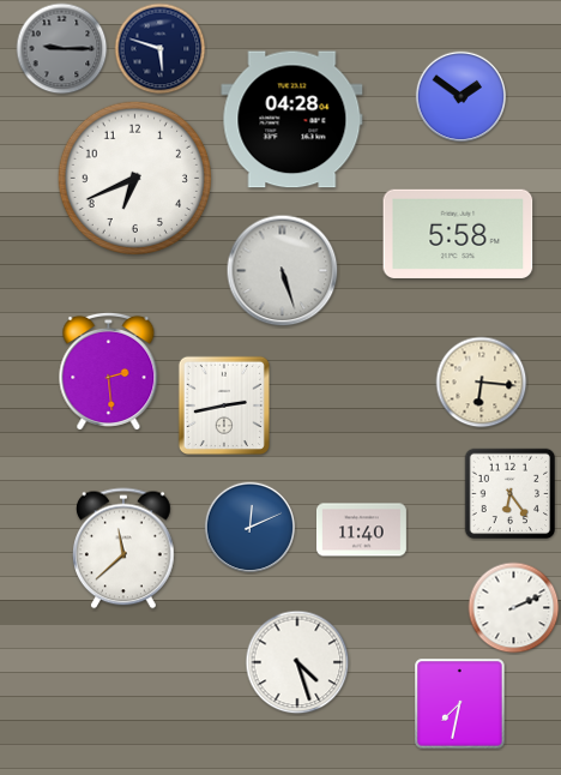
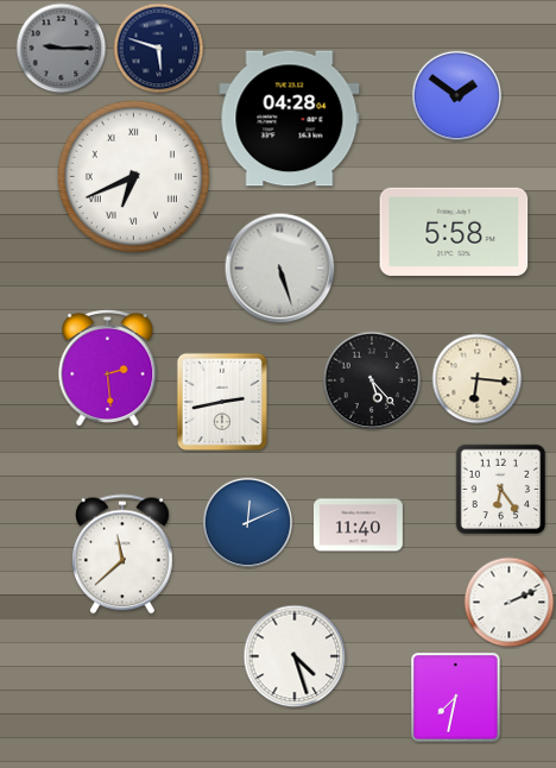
clock at (134, 178) numerals: Arabic -> Roman
clock at (372, 380): none -> 5:23
clock at (511, 494) position: (511, 494) -> (501, 490)
clock at (125, 548) position: (125, 548) -> (124, 554)
